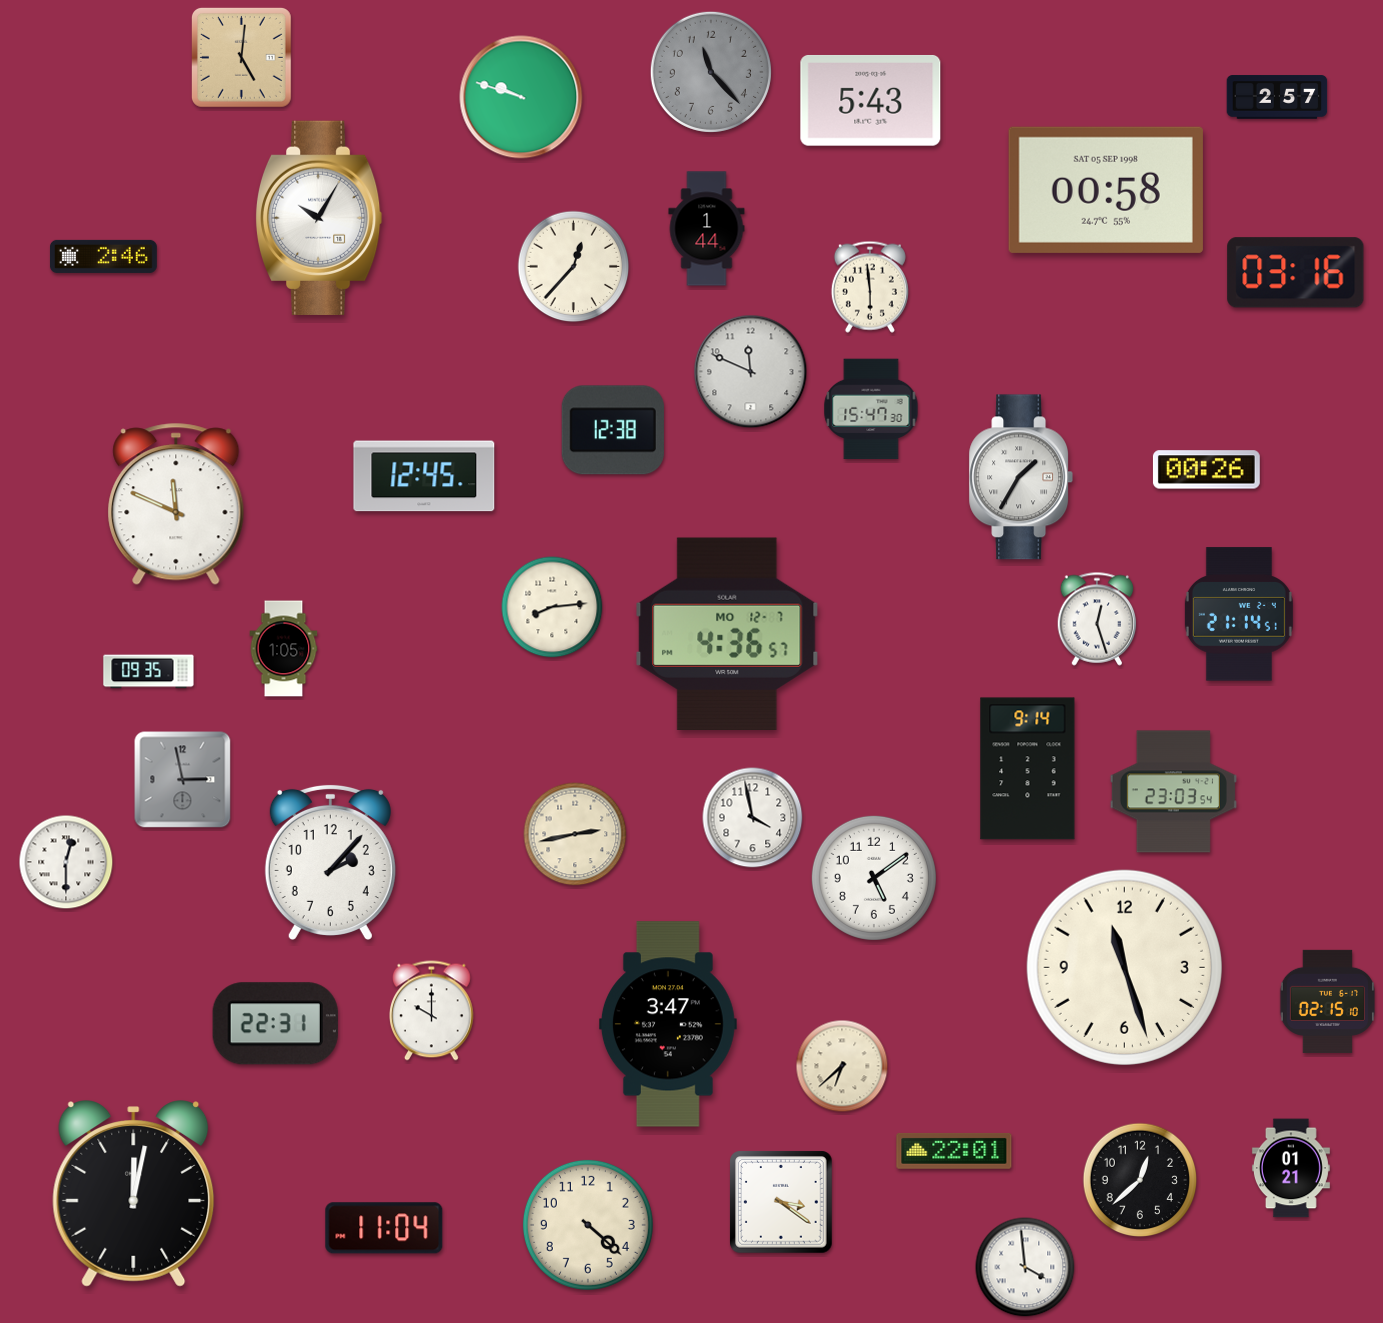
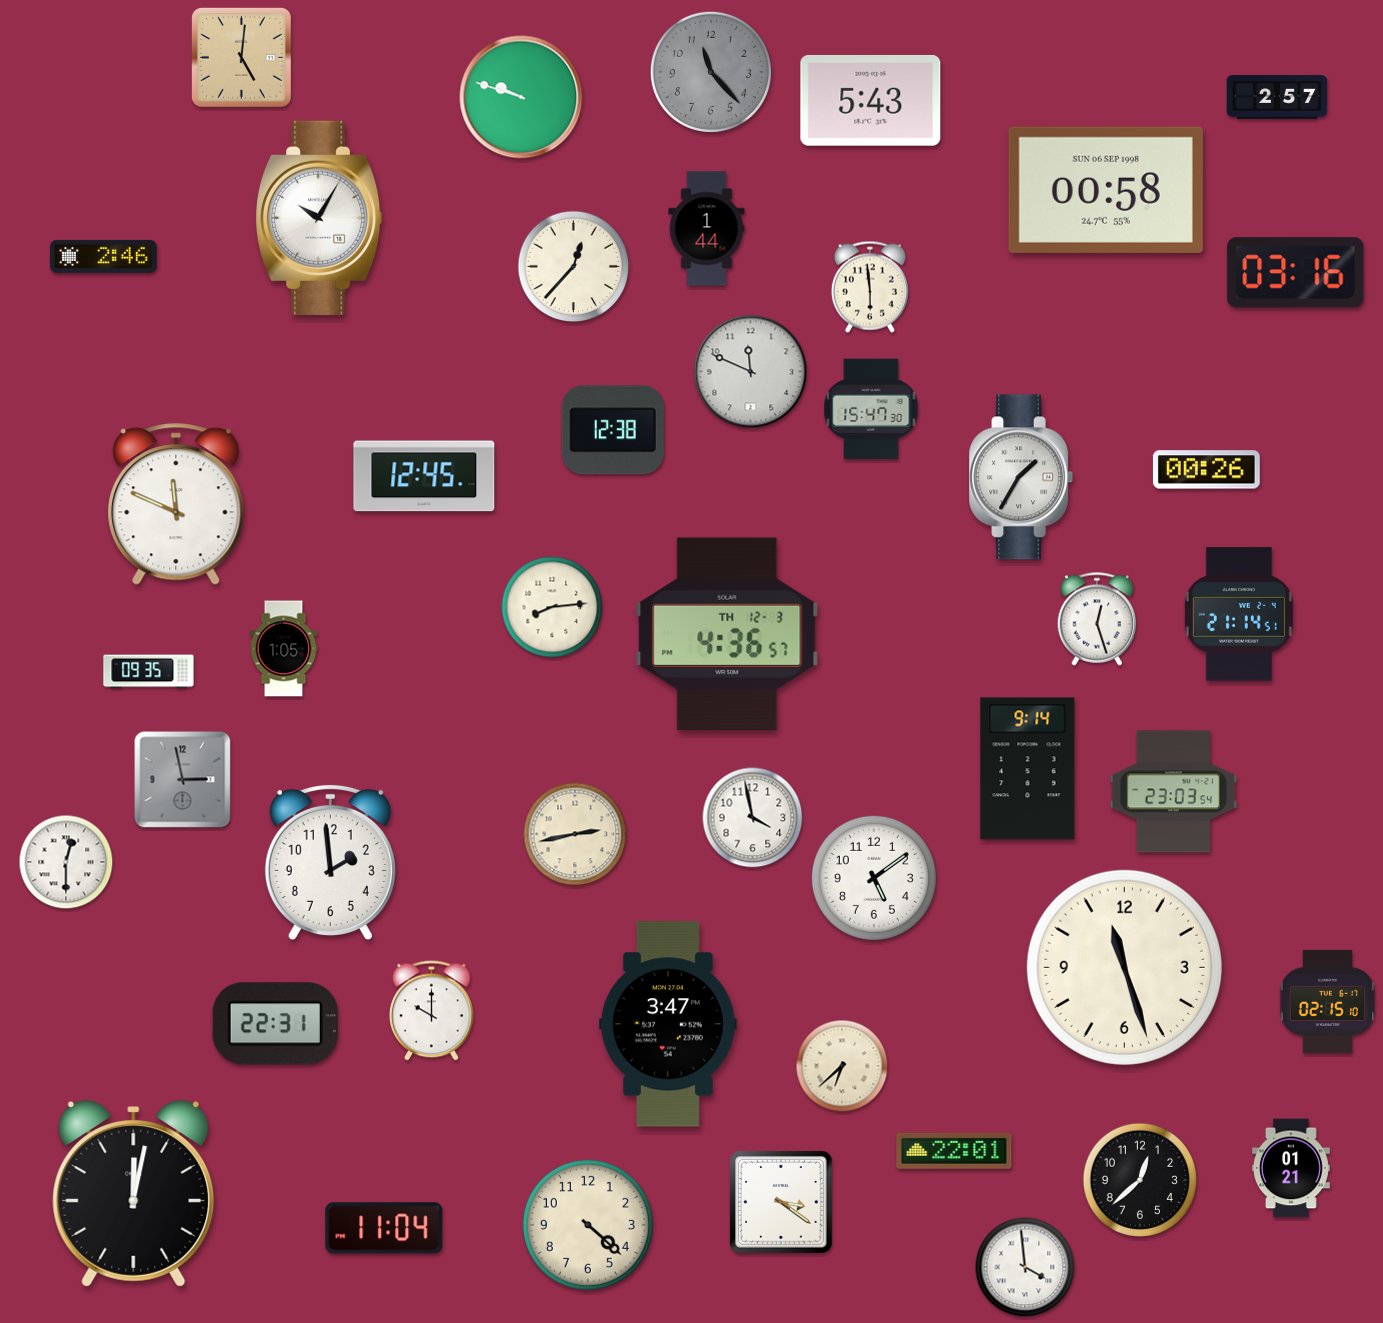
clock at (1106, 190) date: SAT 05 SEP 1998 -> SUN 06 SEP 1998
clock at (727, 633) date: MO 12-7 -> TH 12-3
clock at (330, 862): 2:07 -> 1:59
